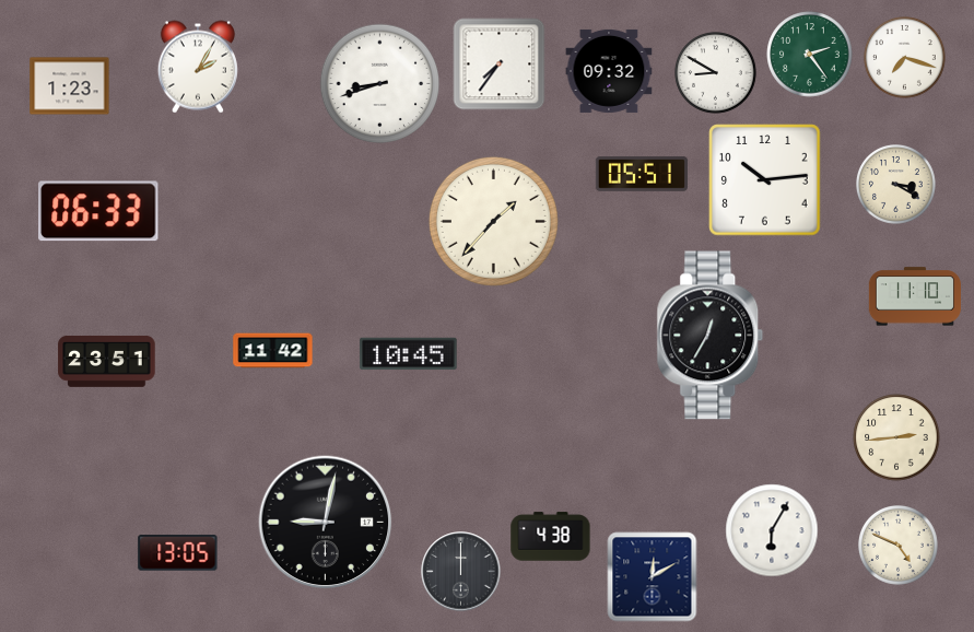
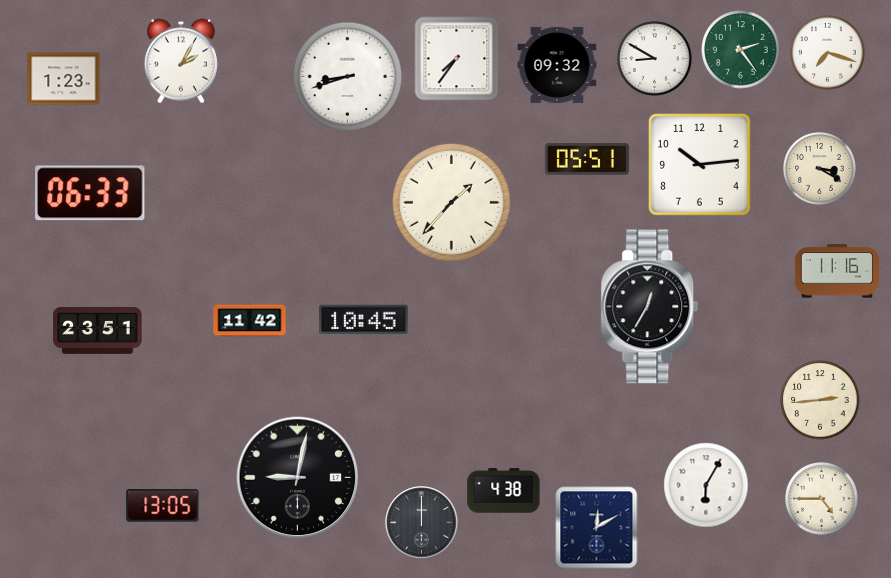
clock at (716, 73) position: (716, 73) -> (655, 59)
clock at (915, 296): 11:10 -> 11:16
clock at (409, 354) position: (409, 354) -> (364, 320)
clock at (899, 546): 4:49 -> 4:45
